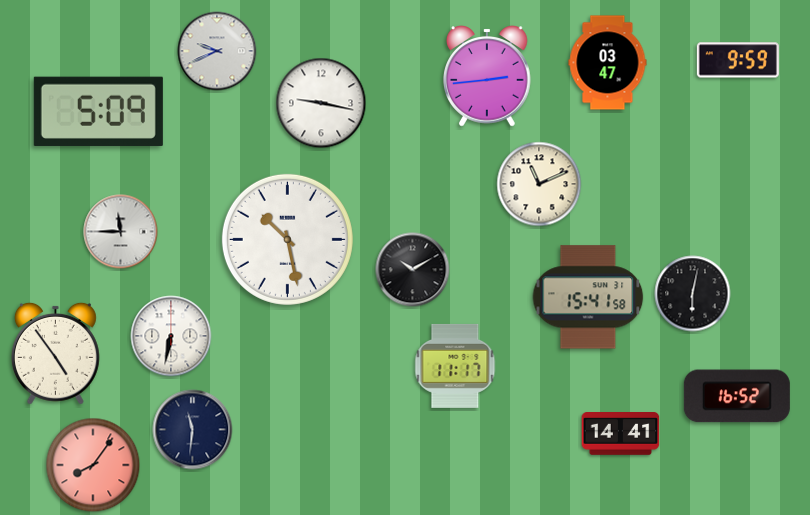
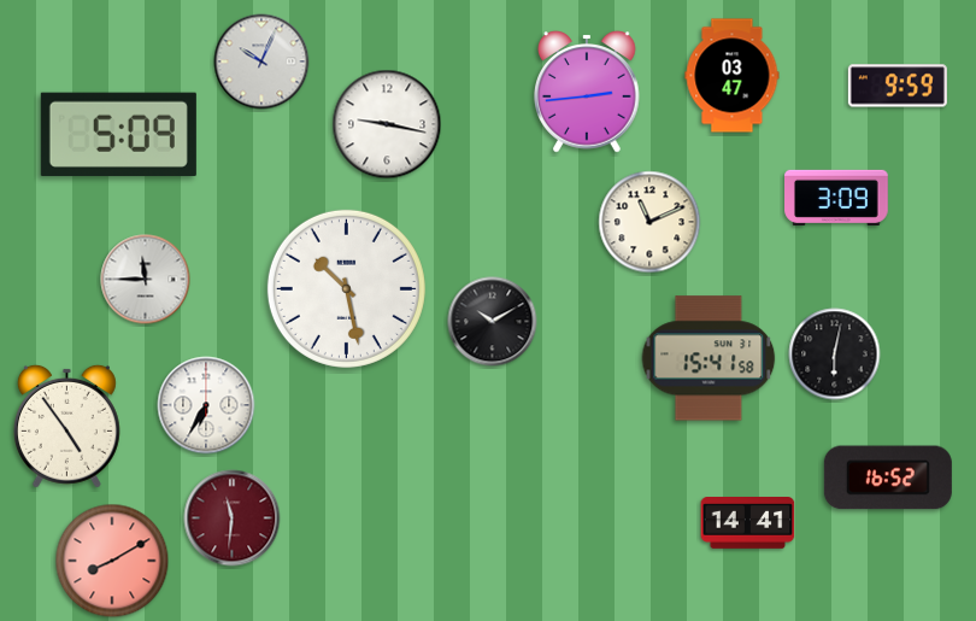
clock at (217, 51): 9:41 -> 10:04
clock at (738, 60) position: (738, 60) -> (898, 86)
clock at (836, 198): none -> 3:09
clock at (413, 270) position: (413, 270) -> (493, 322)
clock at (171, 336): 6:32 -> 6:35
clock at (455, 366): 11:17 -> none
clock at (193, 430) dial: navy -> burgundy
clock at (93, 465): 8:06 -> 8:10
